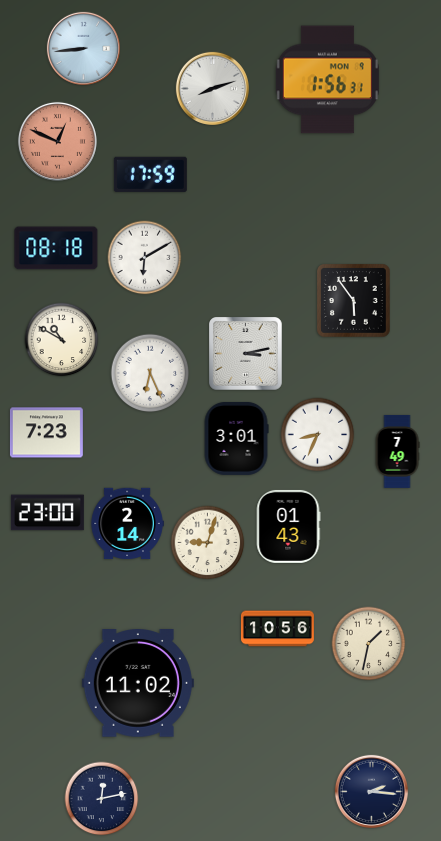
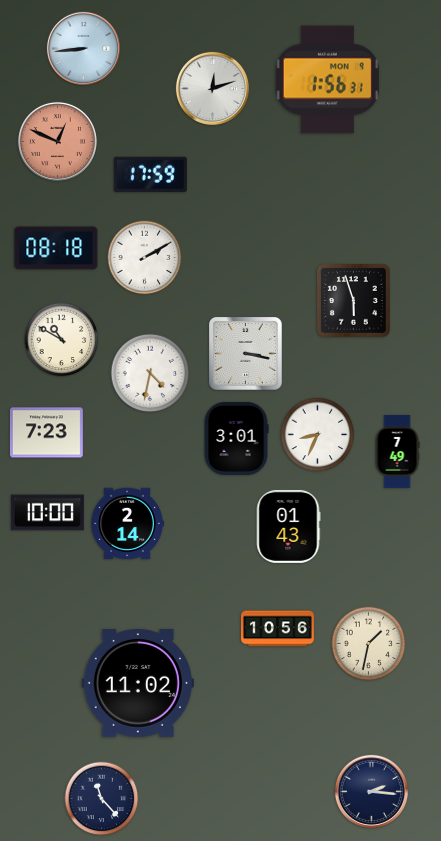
clock at (212, 88): 8:12 -> 12:12
clock at (145, 258): 6:10 -> 2:10
clock at (354, 301): 5:54 -> 5:57
clock at (246, 354): 3:13 -> 3:17
clock at (150, 373): 6:26 -> 4:32
clock at (47, 513): 23:00 -> 10:00
clock at (208, 543): 9:03 -> none
clock at (102, 799): 12:13 -> 11:23
